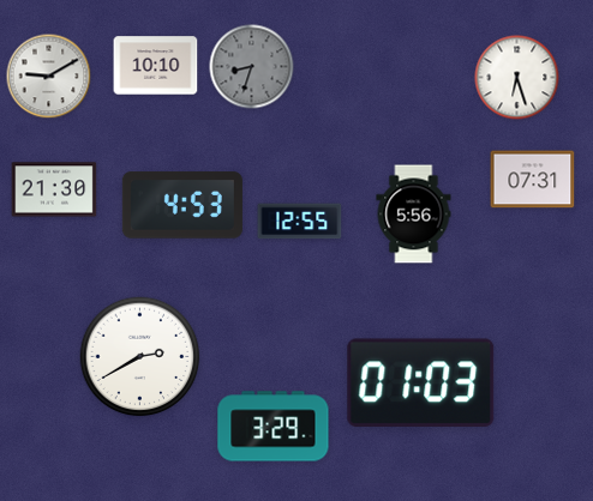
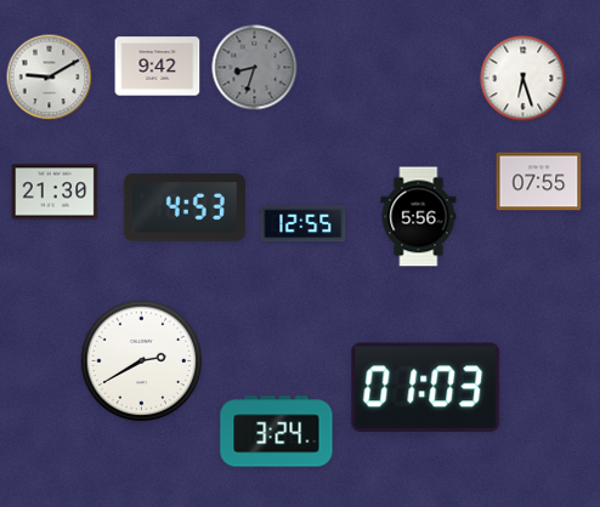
clock at (156, 66): 10:10 -> 9:42
clock at (533, 180): 07:31 -> 07:55
clock at (274, 427): 3:29 -> 3:24
